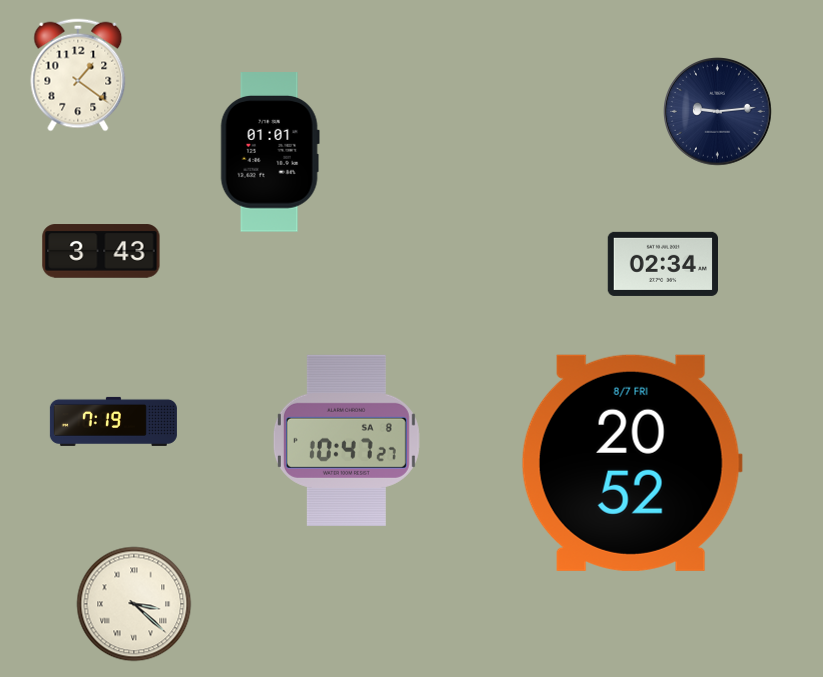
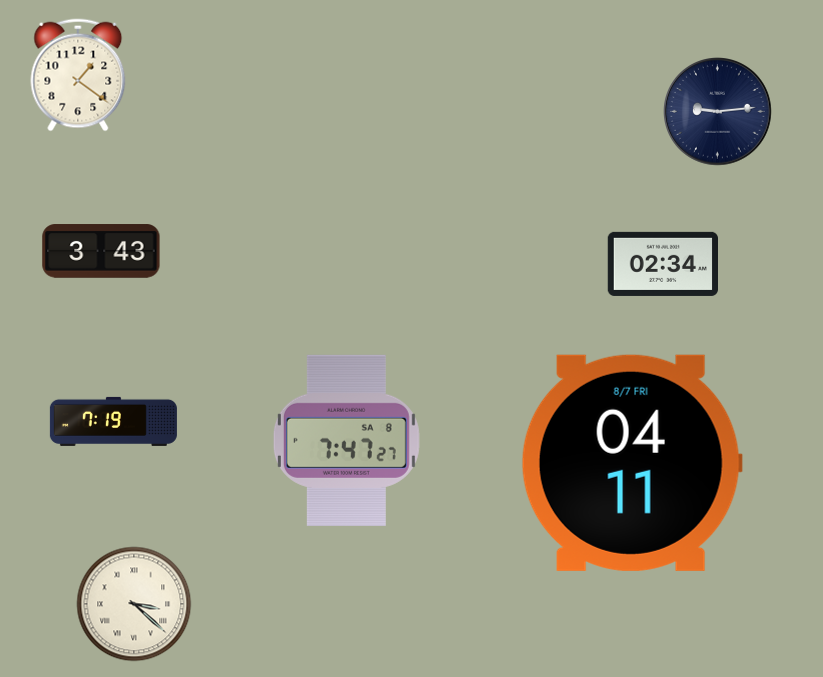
clock at (270, 152): 01:01 -> none
clock at (346, 440): 10:47 -> 7:47
clock at (632, 463): 20:52 -> 04:11
